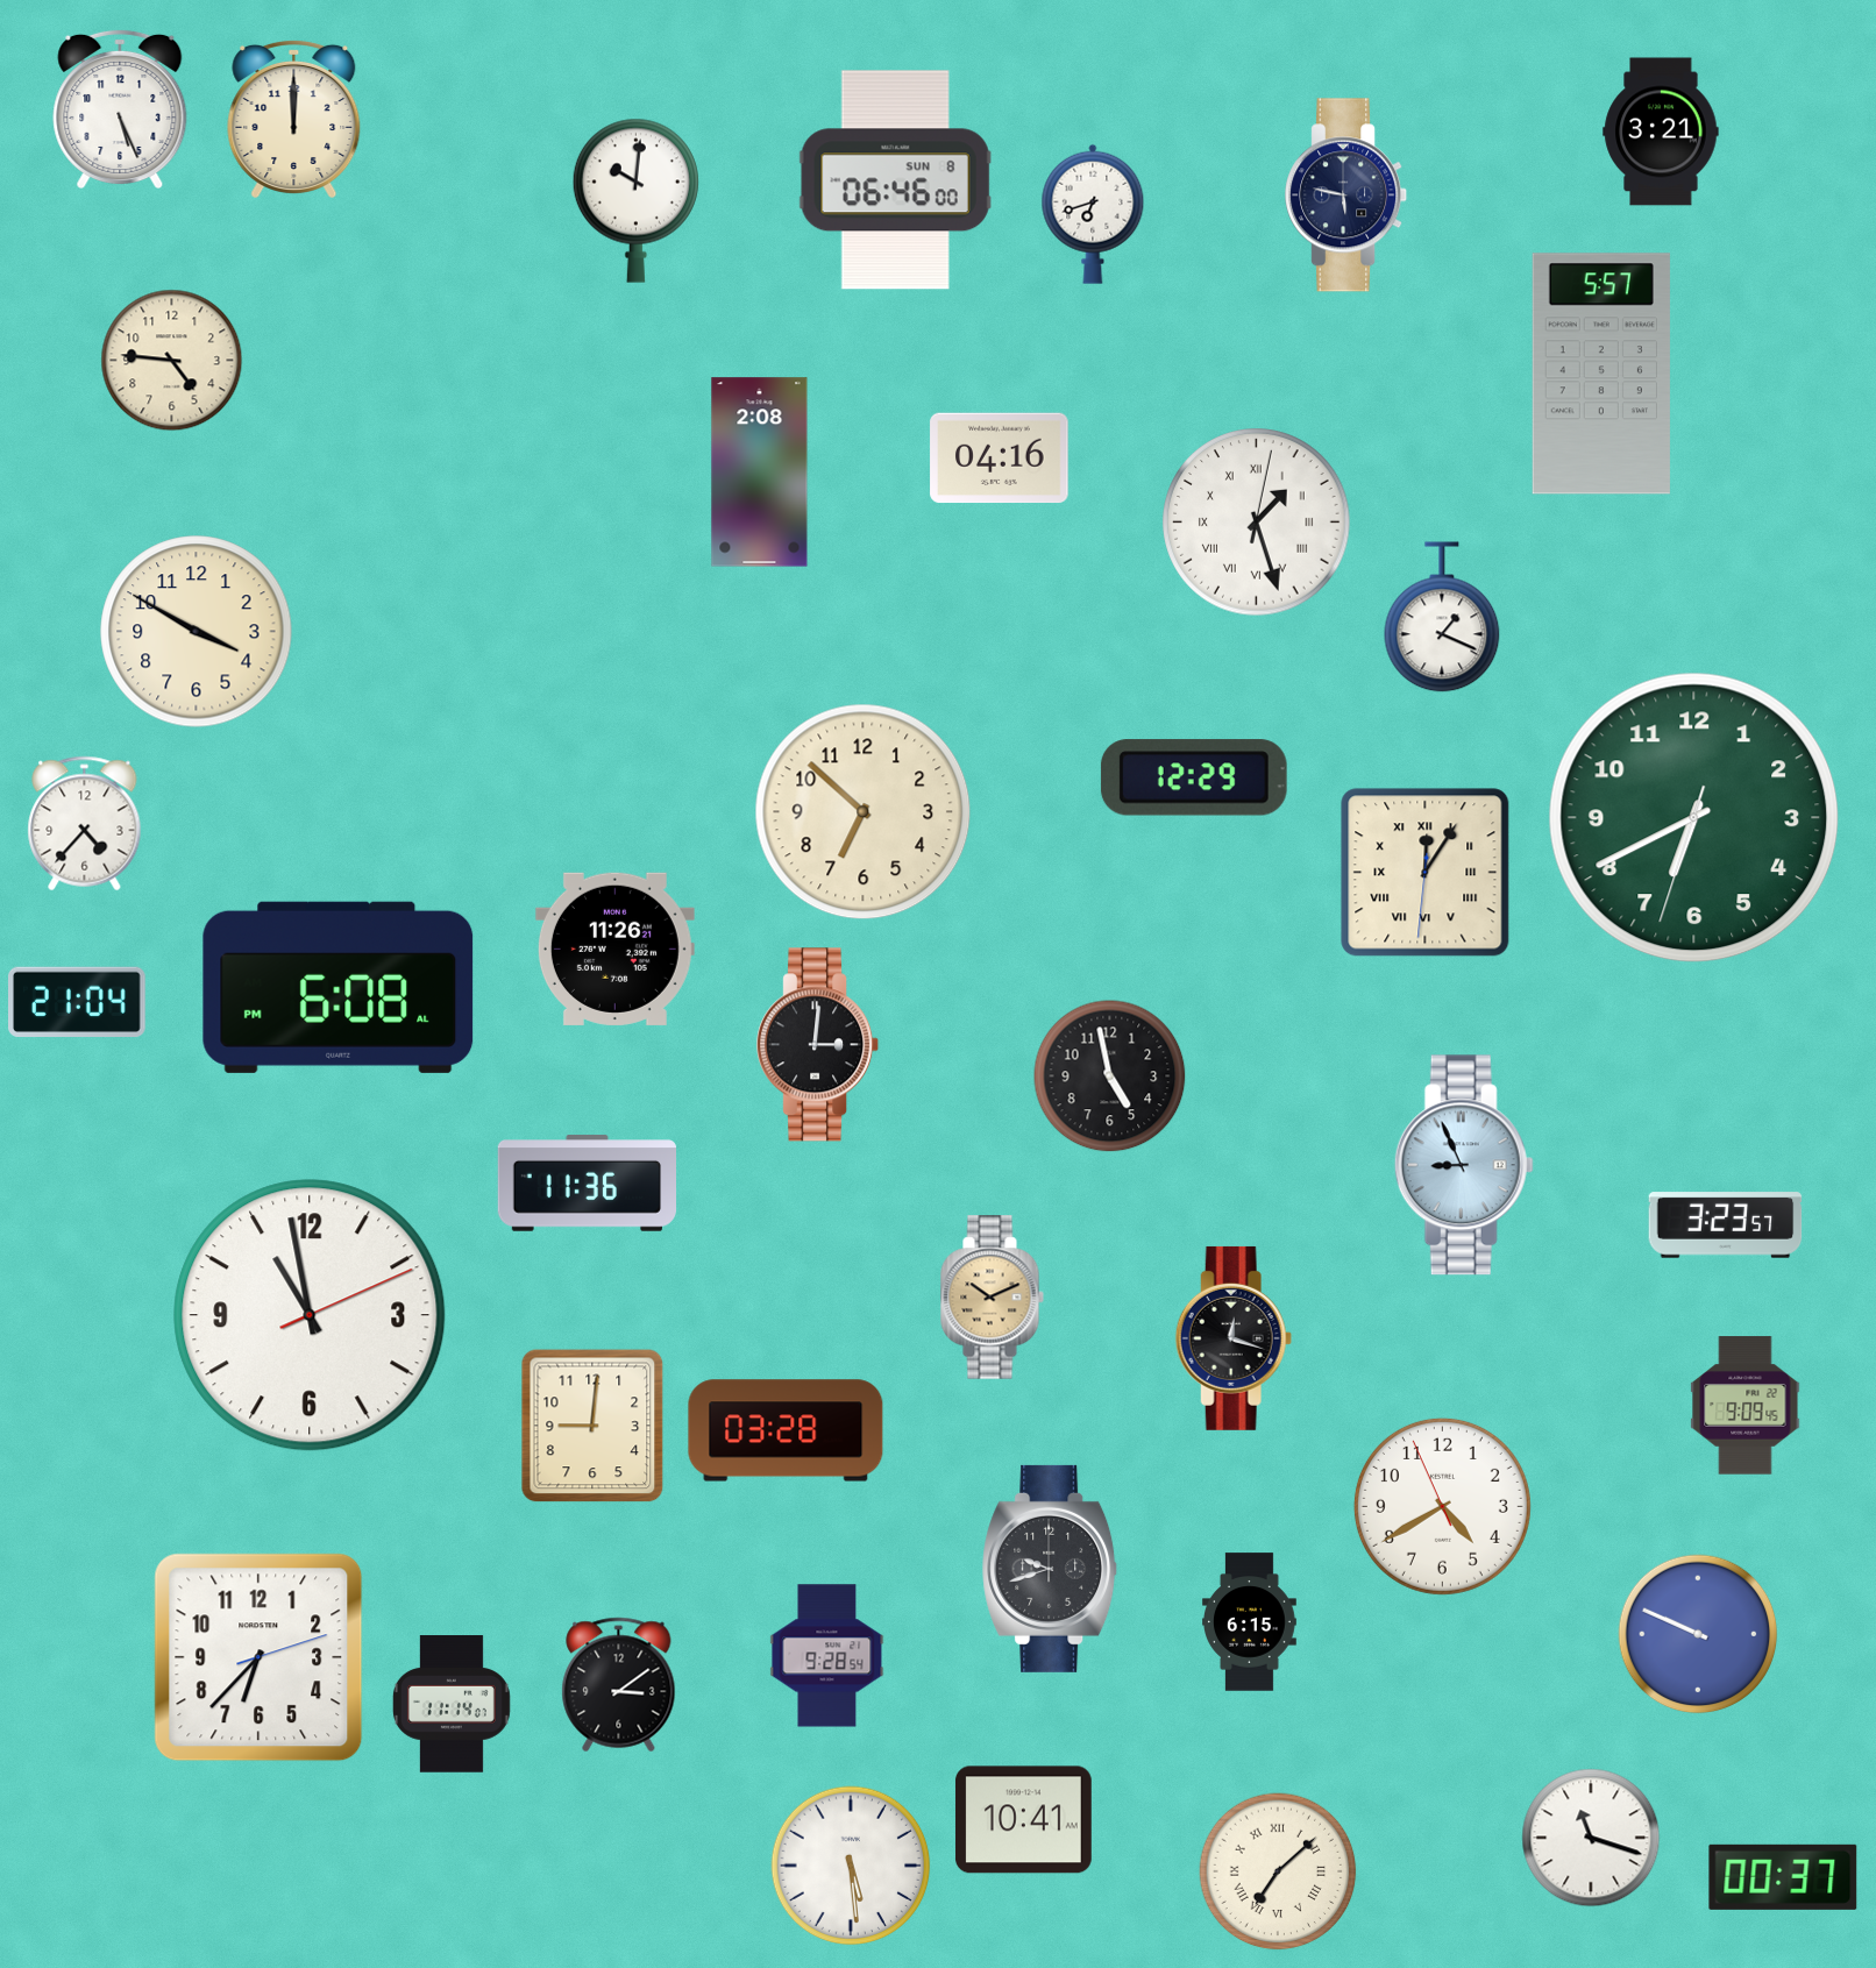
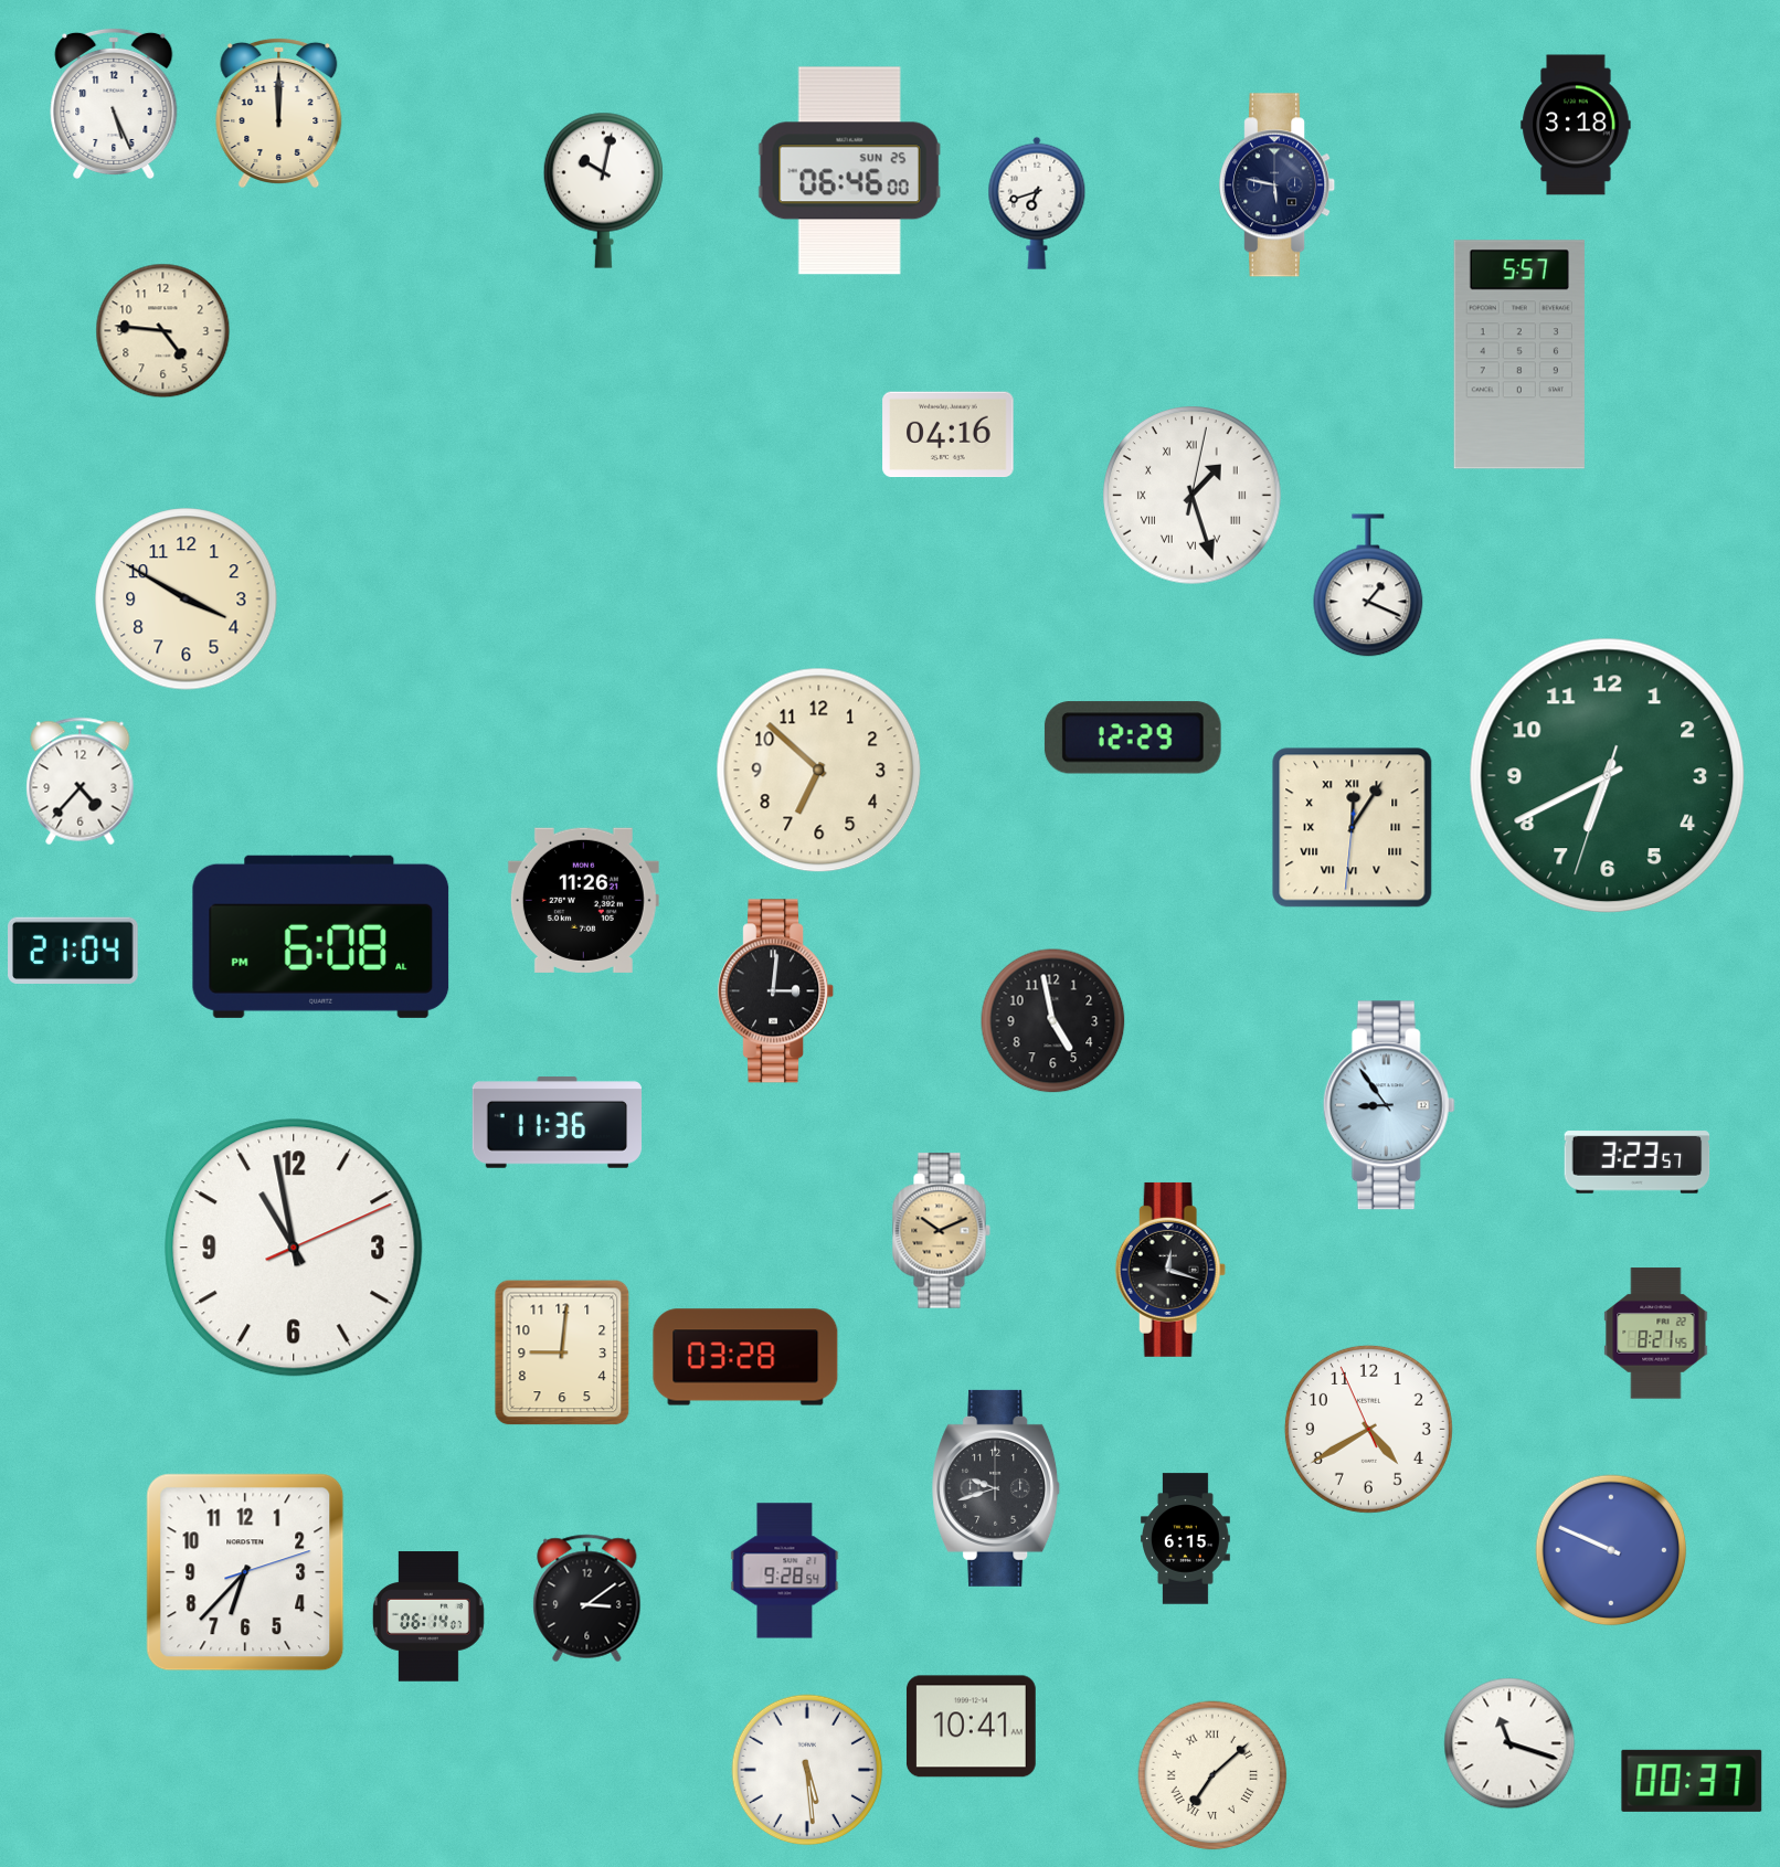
clock at (1661, 132): 3:21 -> 3:18
clock at (895, 180) date: SUN 8 -> SUN 25
clock at (635, 200): 10:01 -> 10:02
clock at (172, 361) position: (172, 361) -> (163, 331)
clock at (760, 473): 2:08 -> none
clock at (1464, 1165): 8:56 -> 8:54
clock at (1746, 1406): 9:09 -> 8:21
clock at (452, 1704): 11:14 -> 06:14
